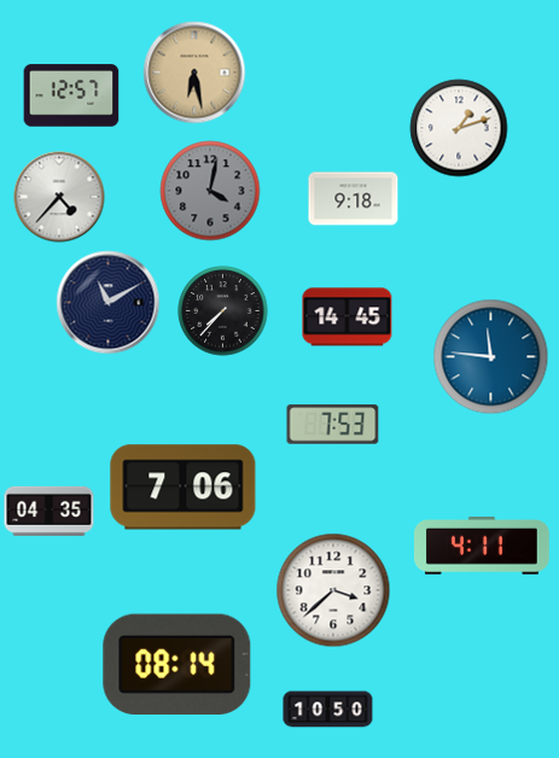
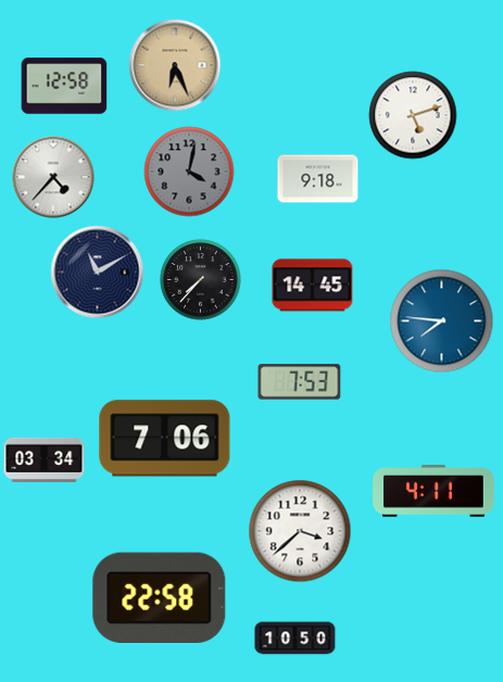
clock at (194, 72): 6:28 -> 6:26
clock at (71, 95): 12:57 -> 12:58
clock at (459, 128): 1:12 -> 5:12
clock at (491, 357): 11:46 -> 7:46
clock at (50, 511): 04:35 -> 03:34
clock at (177, 664): 08:14 -> 22:58
